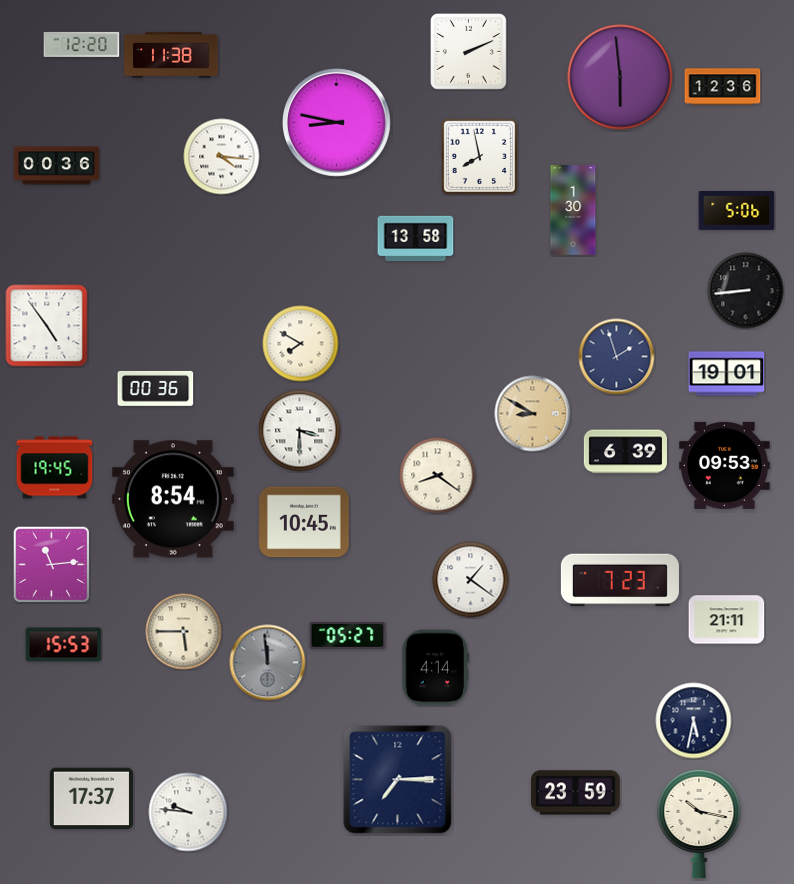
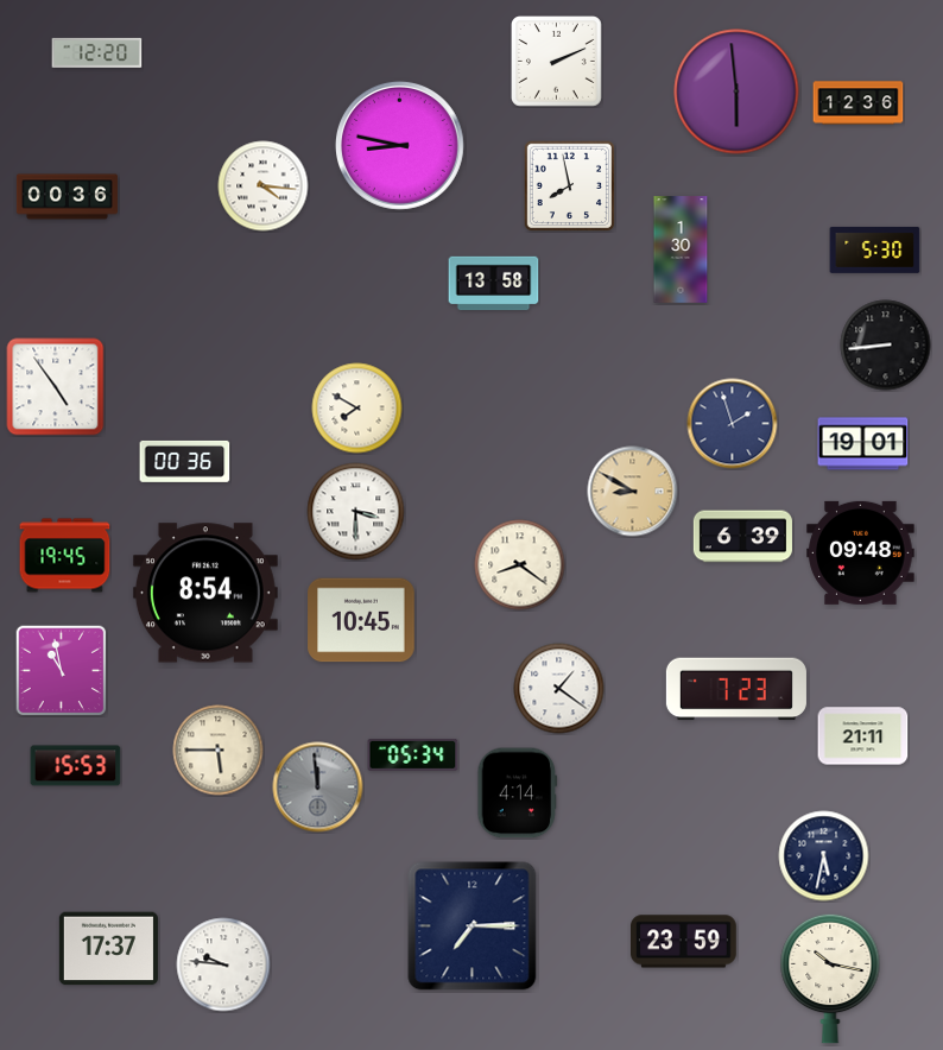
clock at (171, 55): 11:38 -> none
clock at (737, 210): 5:06 -> 5:30
clock at (725, 465): 09:53 -> 09:48
clock at (51, 564): 11:14 -> 10:58
clock at (348, 635): 05:27 -> 05:34
